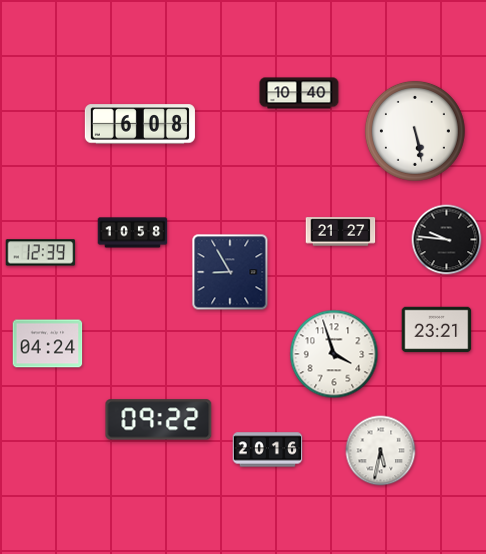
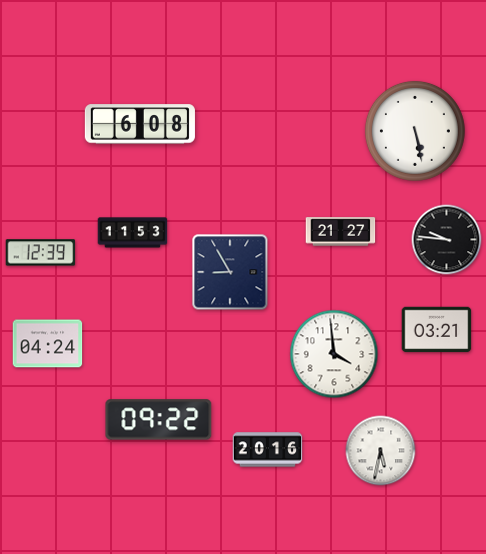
clock at (299, 93): 10:40 -> none
clock at (133, 233): 10:58 -> 11:53
clock at (437, 330): 23:21 -> 03:21
clock at (334, 354): 3:57 -> 3:59
